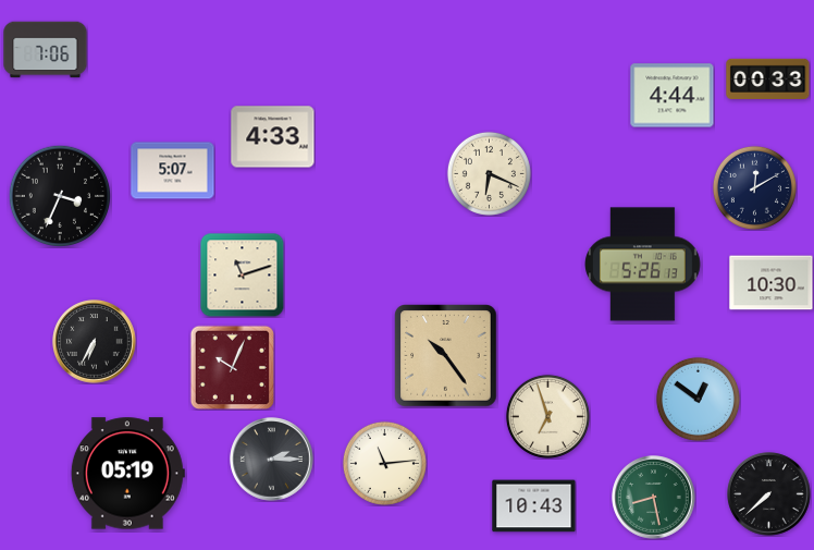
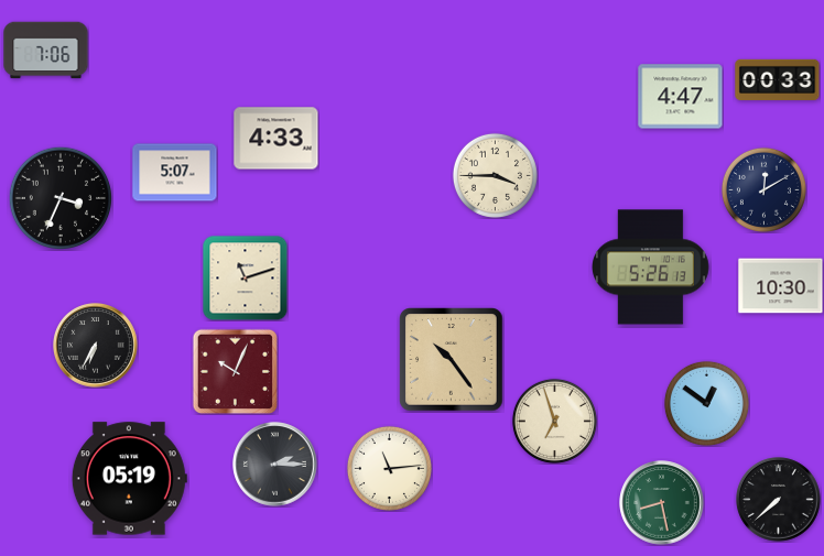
clock at (673, 96): 4:44 -> 4:47
clock at (489, 173): 6:19 -> 3:45
clock at (534, 506): 10:43 -> none
